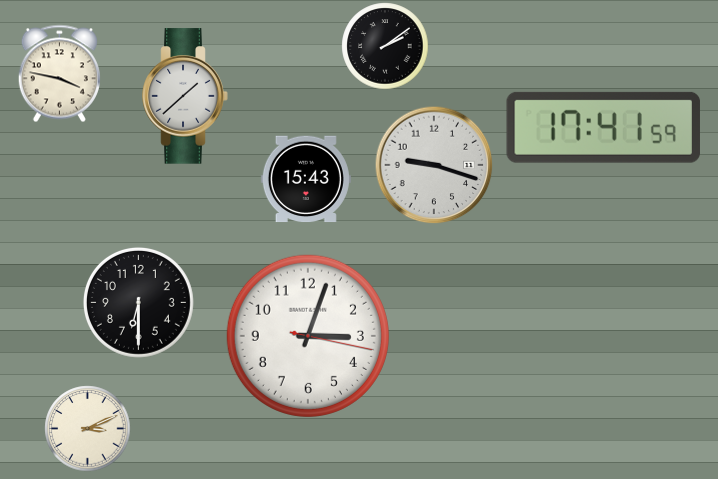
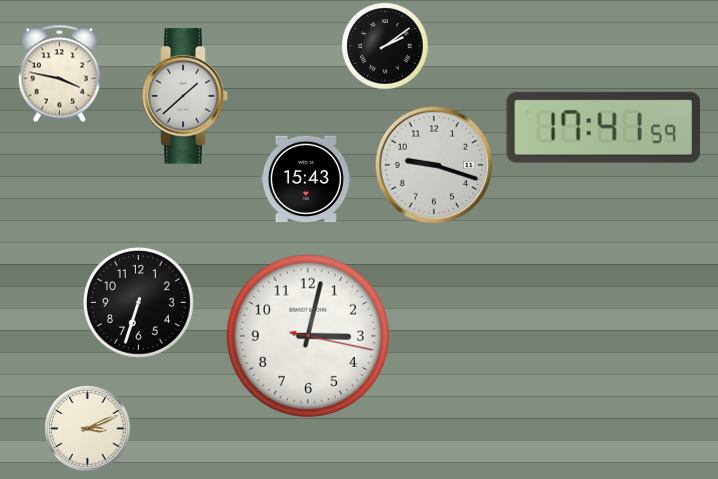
clock at (138, 302): 6:30 -> 6:33
clock at (308, 336): 3:03 -> 3:02
